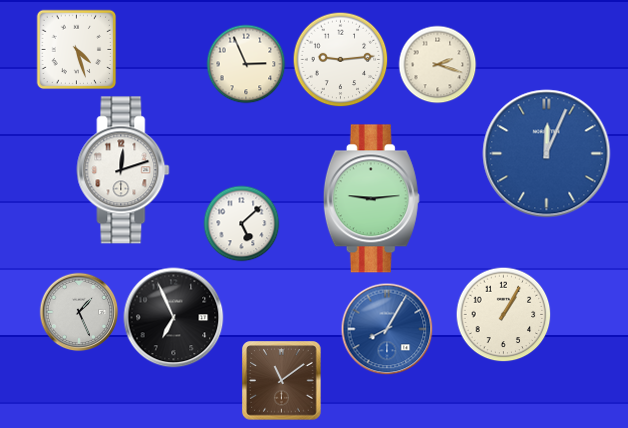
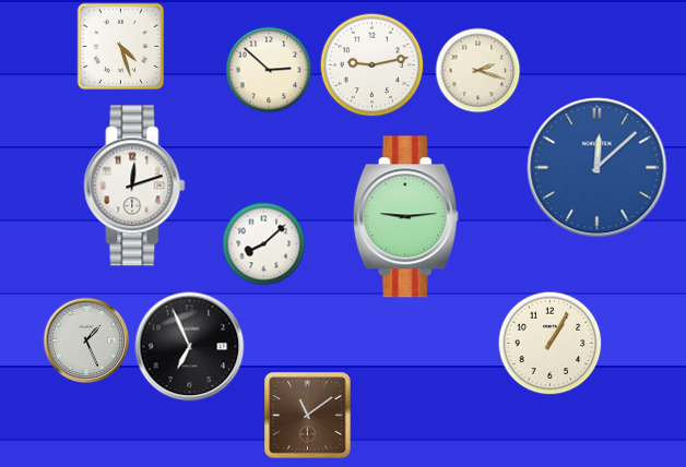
clock at (77, 50) position: (77, 50) -> (121, 47)
clock at (341, 60): 9:14 -> 9:13
clock at (246, 64): 2:56 -> 2:52
clock at (547, 154): 12:04 -> 12:08
clock at (242, 224): 5:08 -> 8:08
clock at (387, 329): 8:05 -> none
